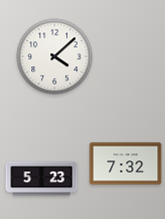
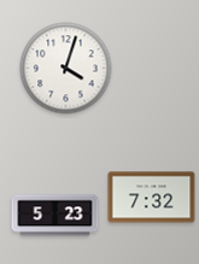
clock at (55, 57): 4:08 -> 4:03
clock at (42, 179) position: (42, 179) -> (55, 216)
